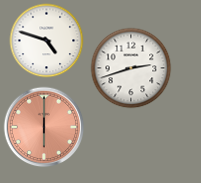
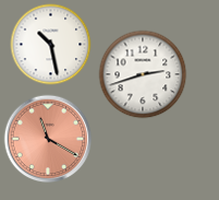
clock at (47, 41): 4:48 -> 10:28
clock at (44, 127): 6:00 -> 11:20
